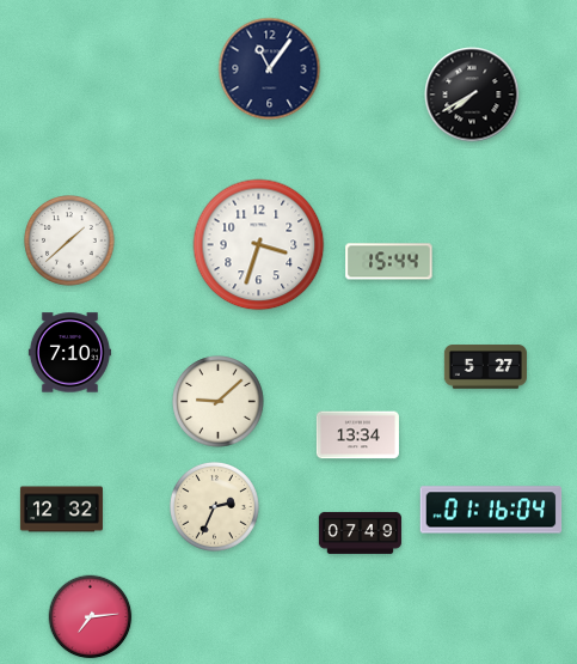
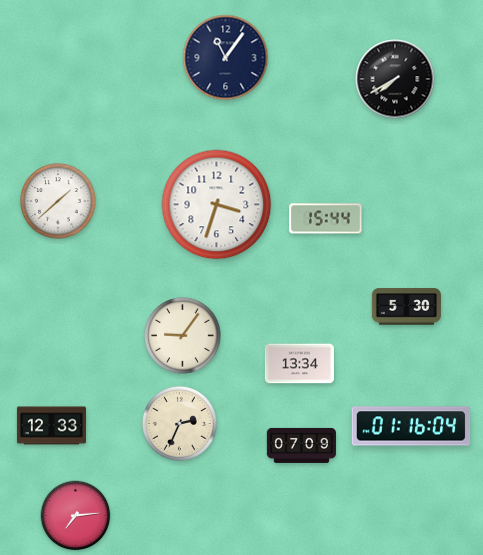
clock at (69, 353): 7:10 -> none
clock at (485, 367): 5:27 -> 5:30
clock at (219, 402): 9:08 -> 9:06
clock at (61, 510): 12:32 -> 12:33
clock at (360, 532): 07:49 -> 07:09
